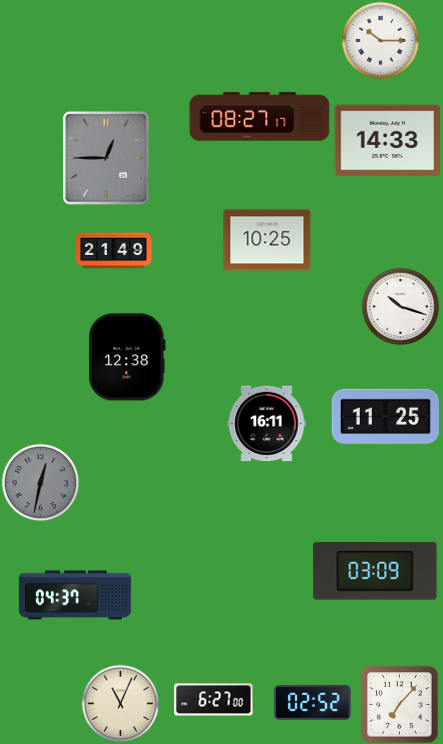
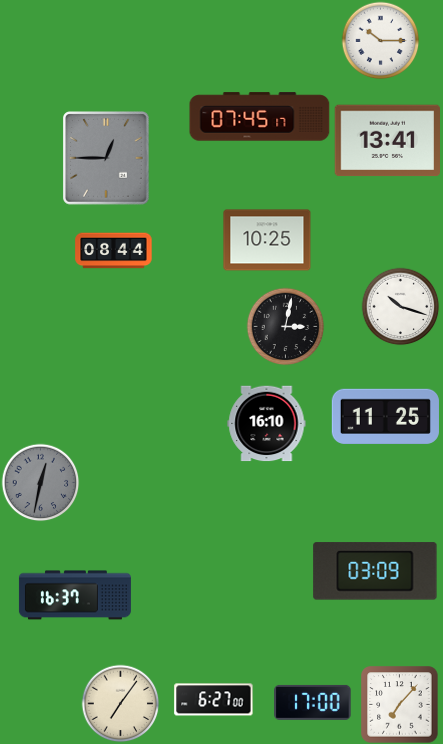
clock at (260, 117): 08:27 -> 07:45
clock at (387, 141): 14:33 -> 13:41
clock at (114, 251): 21:49 -> 08:44
clock at (285, 326): none -> 3:02
clock at (127, 357): 12:38 -> none
clock at (267, 424): 16:11 -> 16:10
clock at (75, 595): 04:37 -> 16:37
clock at (313, 702): 02:52 -> 17:00
clock at (120, 703): 11:04 -> 7:06
